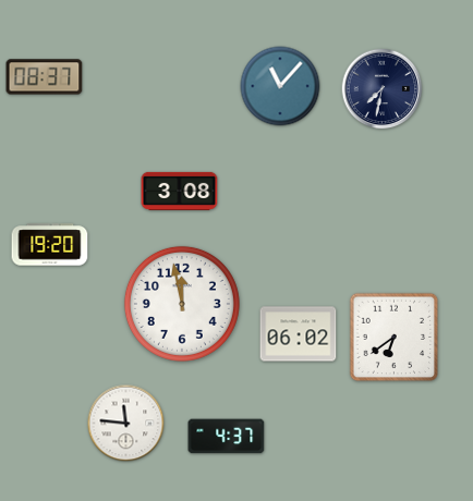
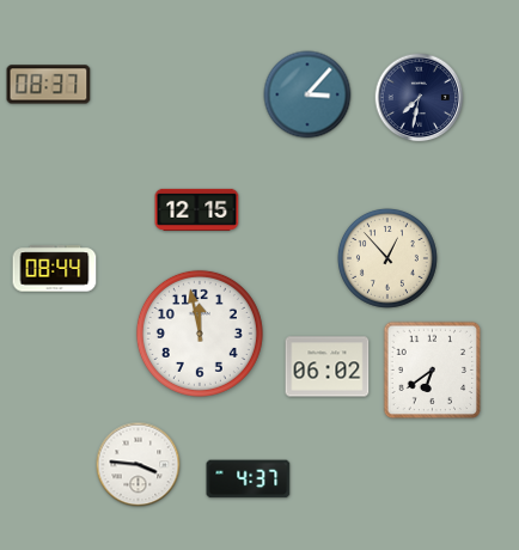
clock at (280, 86): 11:07 -> 3:07
clock at (180, 191): 3:08 -> 12:15
clock at (387, 258): none -> 12:53
clock at (50, 245): 19:20 -> 08:44
clock at (126, 424): 11:46 -> 3:46
